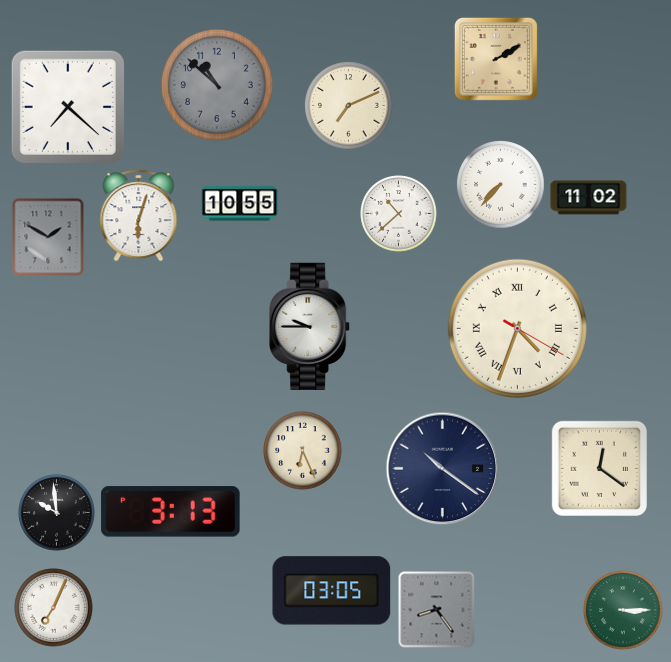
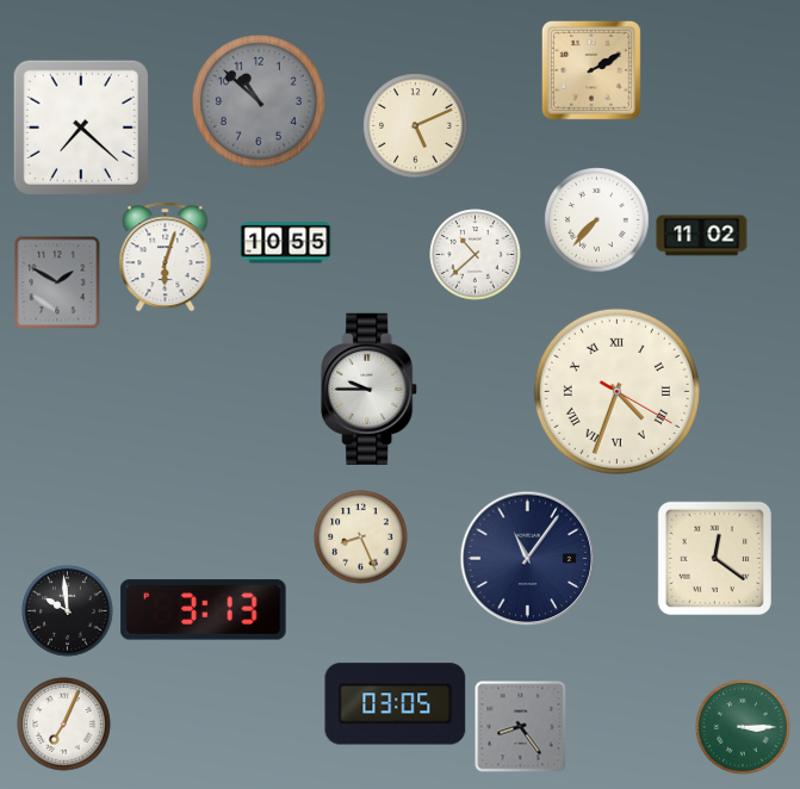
clock at (349, 106): 7:11 -> 5:11
clock at (303, 451): 6:26 -> 8:26
clock at (443, 469): 10:21 -> 11:06
